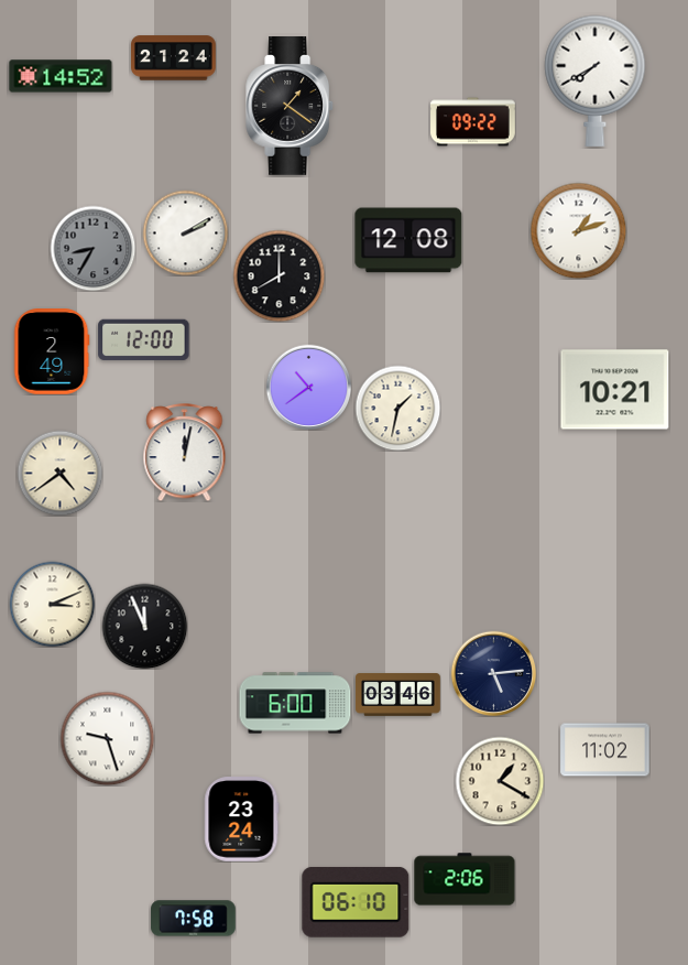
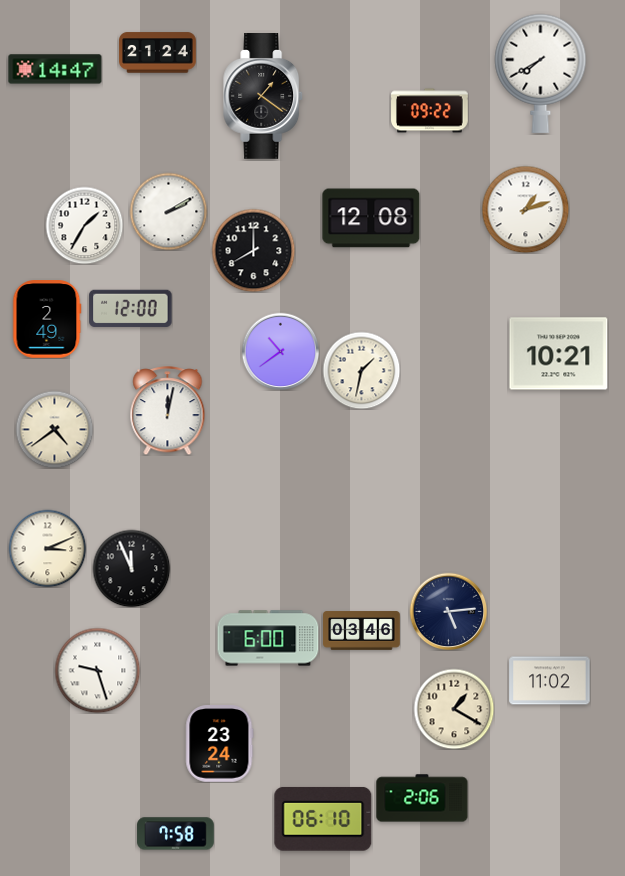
clock at (61, 76): 14:52 -> 14:47
clock at (92, 248): 8:35 -> 1:35
clock at (92, 248) dial: grey -> white
